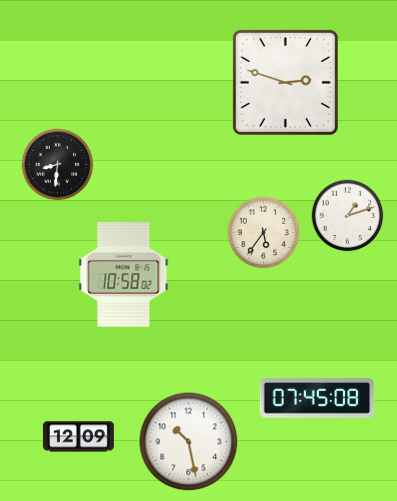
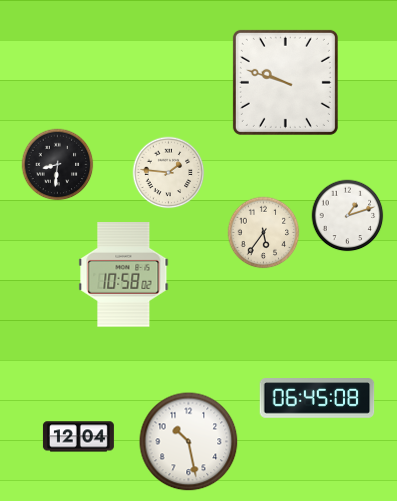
clock at (285, 82): 2:48 -> 9:48
clock at (169, 173): none -> 1:46
clock at (317, 398): 07:45 -> 06:45
clock at (78, 437): 12:09 -> 12:04
